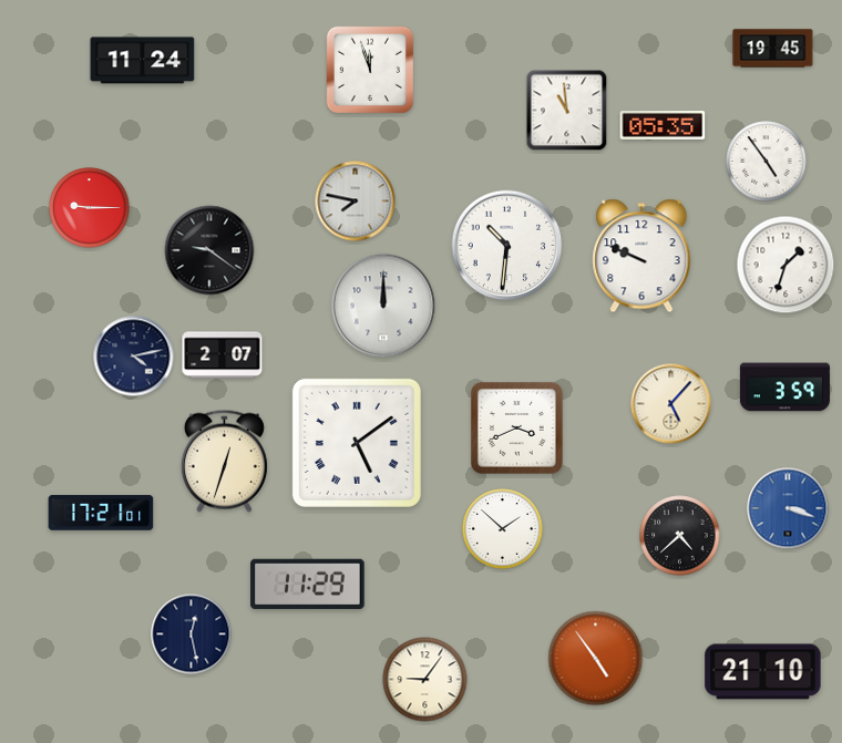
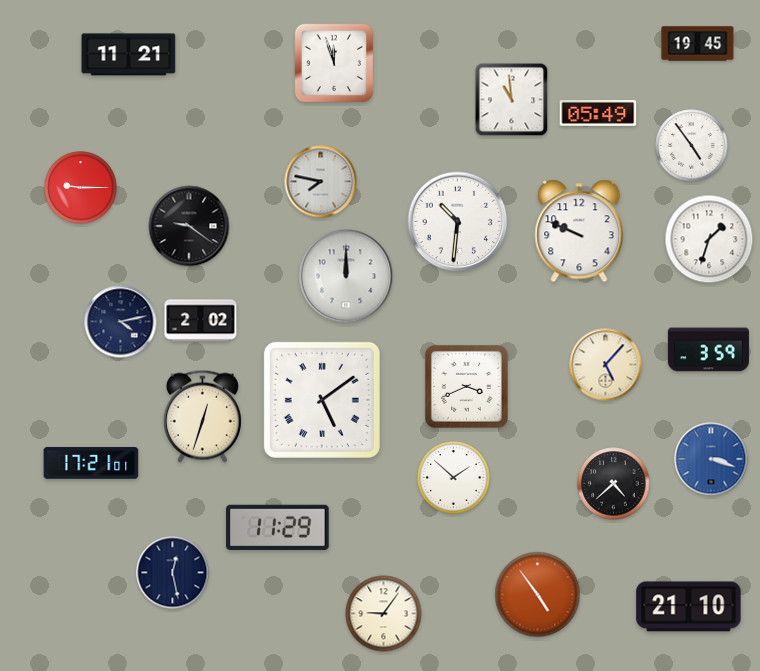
clock at (143, 61): 11:24 -> 11:21
clock at (663, 126): 05:35 -> 05:49
clock at (223, 355): 2:07 -> 2:02
